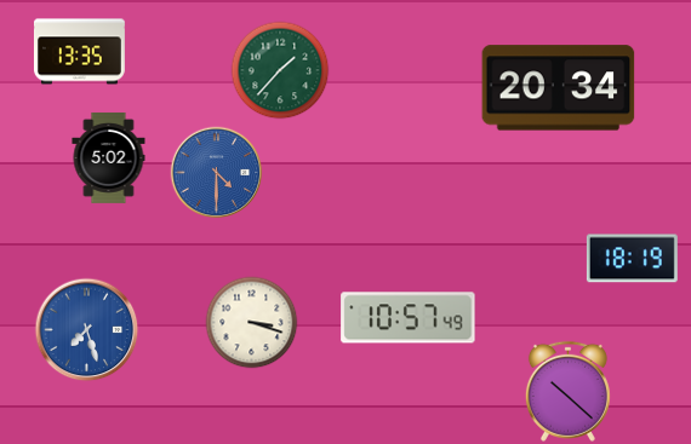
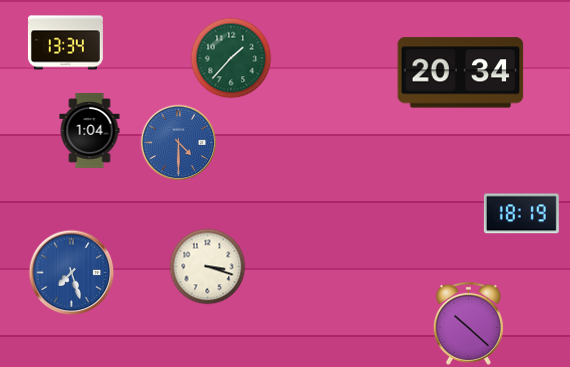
clock at (79, 52): 13:35 -> 13:34
clock at (109, 157): 5:02 -> 1:04
clock at (409, 318): 10:57 -> none
